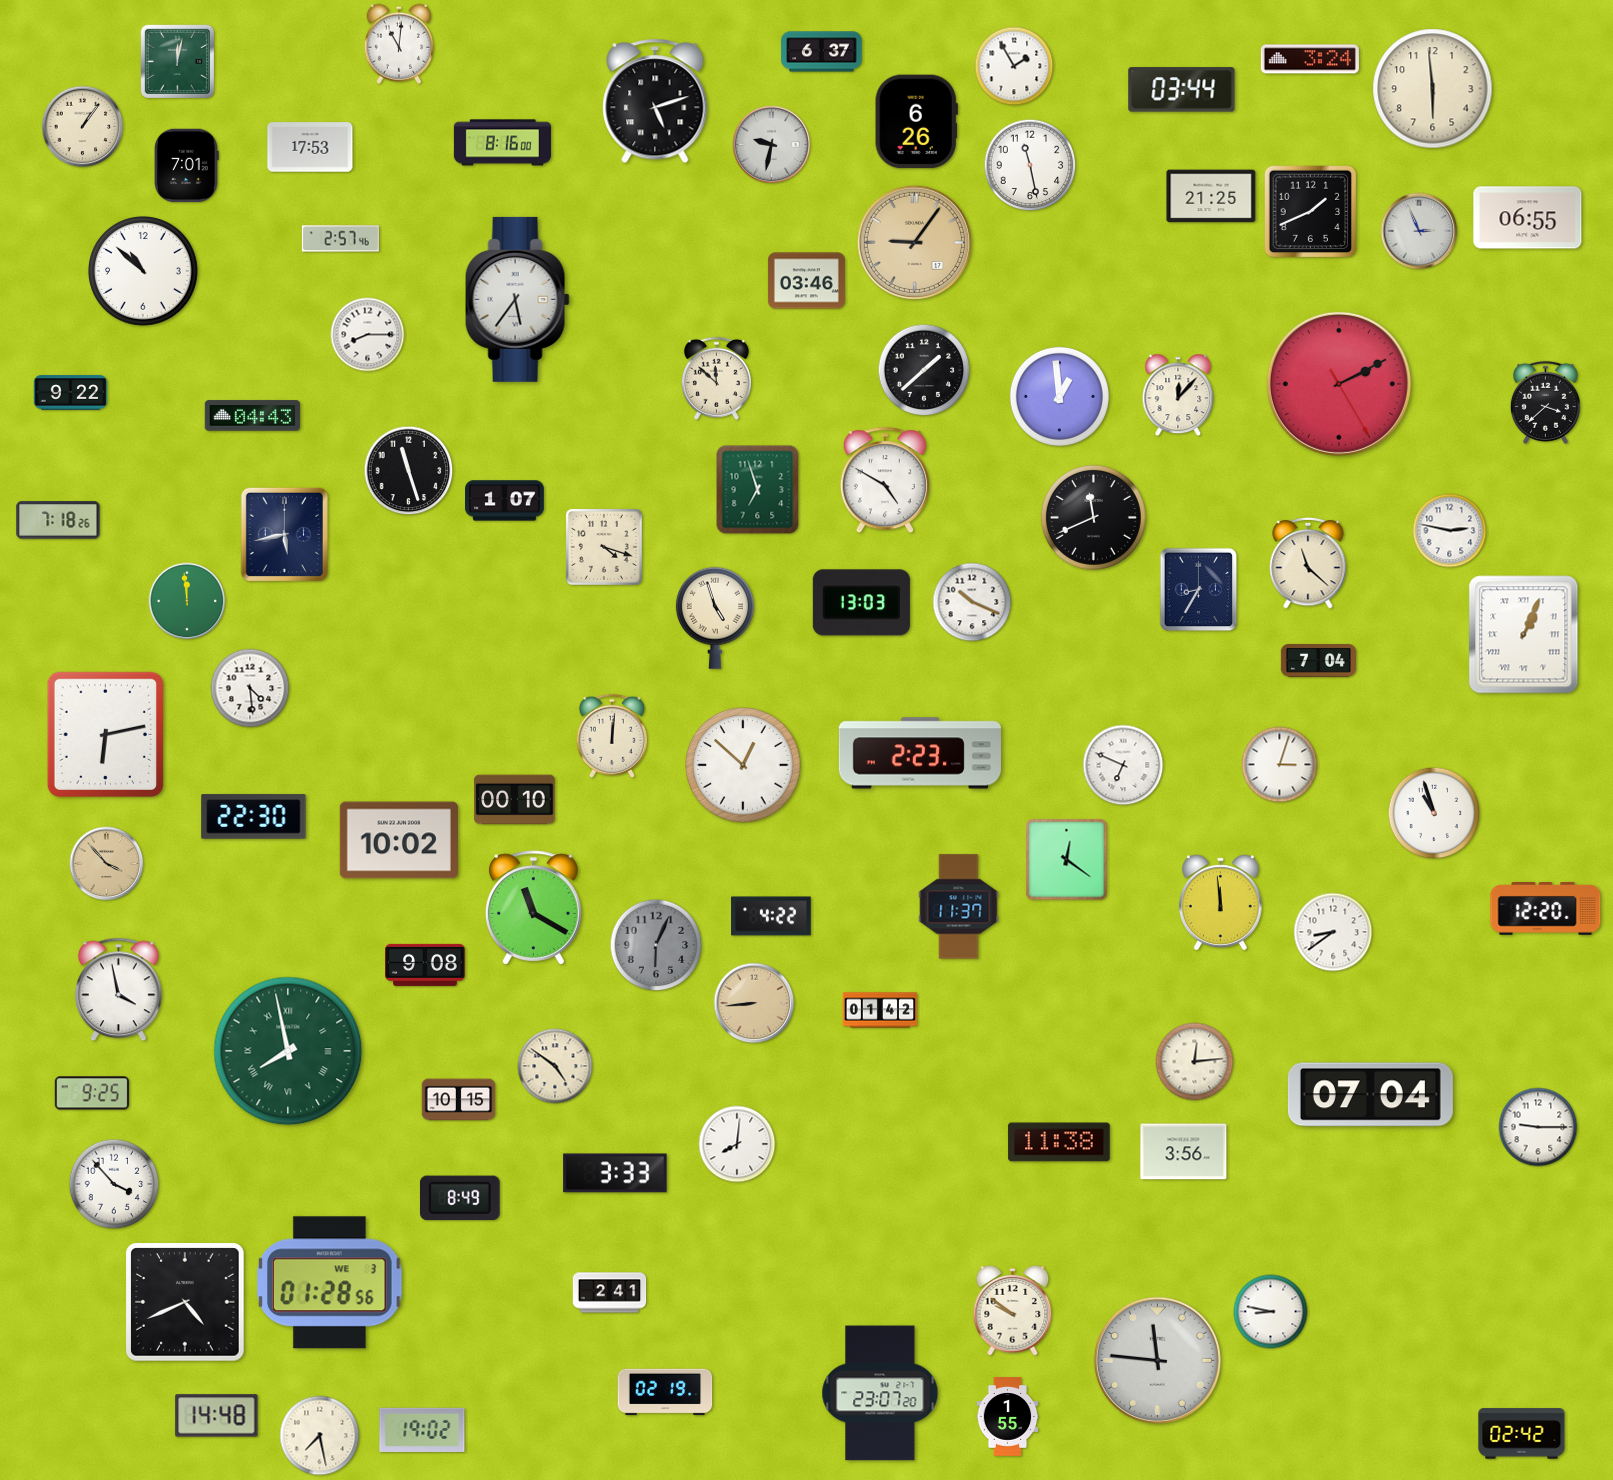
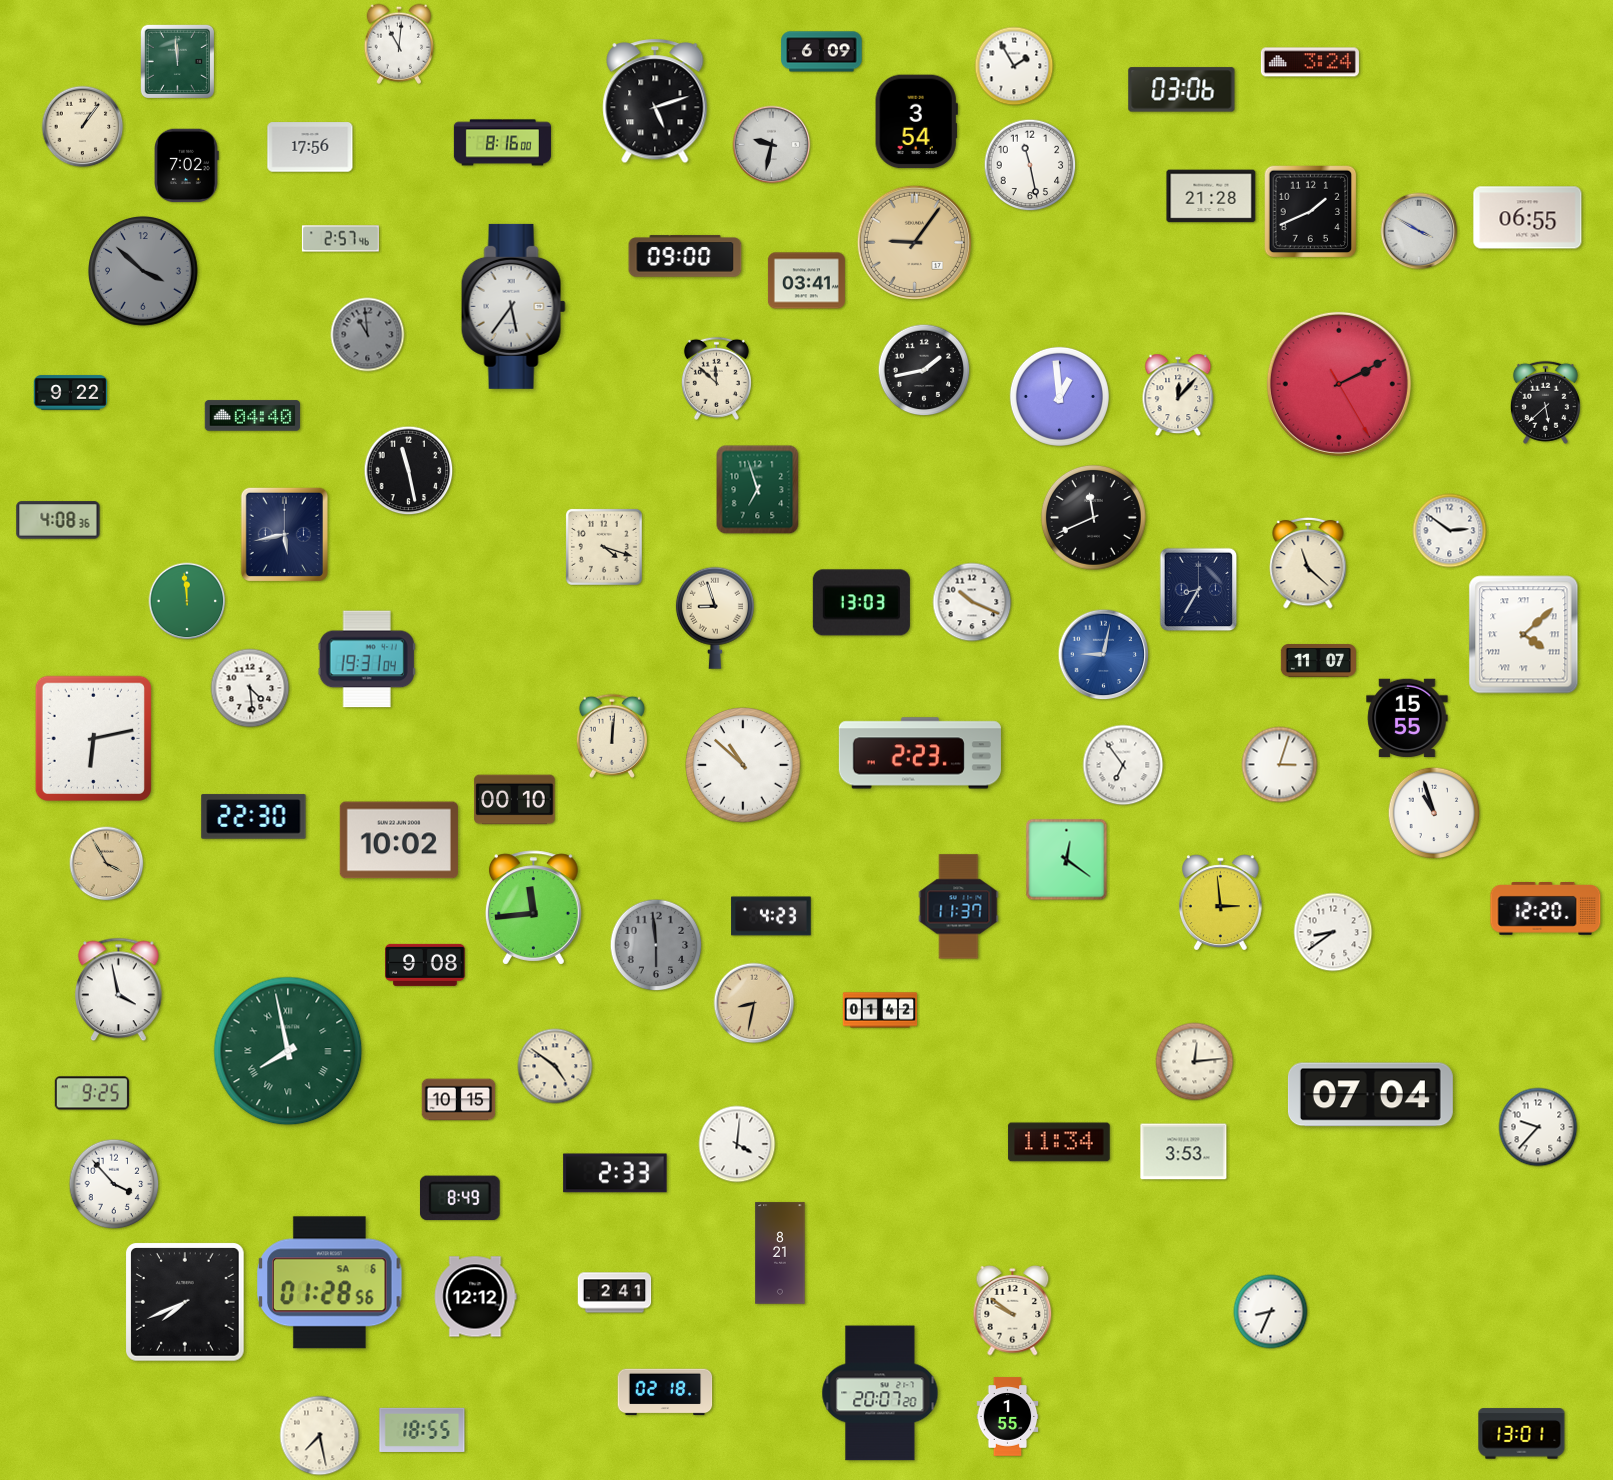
clock at (822, 52): 6:37 -> 6:09
clock at (1310, 59) position: (1310, 59) -> (1310, 62)
clock at (177, 61): 12:02 -> 11:59
clock at (1433, 89): 5:59 -> none
clock at (1182, 90): 03:44 -> 03:06
clock at (916, 122): 6:26 -> 3:54
clock at (310, 147): 17:53 -> 17:56
clock at (187, 166): 7:01 -> 7:02
clock at (1211, 196): 21:25 -> 21:28
clock at (1419, 231): 2:56 -> 3:50
clock at (685, 256): none -> 09:00
clock at (144, 272): 10:52 -> 3:52
clock at (144, 272) dial: white -> grey
clock at (806, 281): 03:46 -> 03:41
clock at (517, 299) position: (517, 299) -> (513, 306)
clock at (368, 335): 8:15 -> 10:59
clock at (368, 335) dial: white -> grey
clock at (924, 370): 1:38 -> 1:43
clock at (1545, 402): 3:38 -> 5:38
clock at (253, 416): 04:43 -> 04:40
clock at (409, 471): 11:27 -> 11:28
clock at (885, 481): 4:50 -> none
clock at (505, 501): 1:07 -> none
clock at (58, 520): 7:18 -> 4:08
clock at (1450, 531): 2:47 -> 2:51
clock at (715, 618): 4:57 -> 8:57
clock at (1524, 635): 1:04 -> 4:08
clock at (1104, 655): none -> 9:02
clock at (367, 659): none -> 19:31
clock at (1318, 661): 7:04 -> 11:07
clock at (1407, 718): none -> 15:55
clock at (105, 734) position: (105, 734) -> (93, 738)
clock at (743, 765): 12:52 -> 10:52
clock at (1123, 765): 6:49 -> 6:54
clock at (107, 864): 3:53 -> 3:55
clock at (1220, 902): 11:59 -> 2:59
clock at (533, 908): 11:20 -> 11:44
clock at (771, 916): 4:22 -> 4:23
clock at (656, 945): 6:04 -> 5:59
clock at (754, 1003): 8:44 -> 8:32
clock at (1538, 1127): 9:15 -> 9:37
clock at (1059, 1142): 11:38 -> 11:34
clock at (737, 1144): 8:01 -> 4:01
clock at (1184, 1152): 3:56 -> 3:53
clock at (615, 1173): 3:33 -> 2:33
clock at (780, 1253): none -> 8:21
clock at (330, 1283) date: WE 3 -> SA 6
clock at (610, 1293) position: (610, 1293) -> (615, 1293)
clock at (475, 1297): none -> 12:12
clock at (185, 1302): 4:41 -> 7:41
clock at (1271, 1312): 8:47 -> 8:34
clock at (1157, 1360): 11:46 -> none
clock at (665, 1392): 02:19 -> 02:18
clock at (880, 1393): 23:07 -> 20:07
clock at (217, 1416): 14:48 -> none
clock at (422, 1430): 19:02 -> 18:55
clock at (1522, 1434): 02:42 -> 13:01
